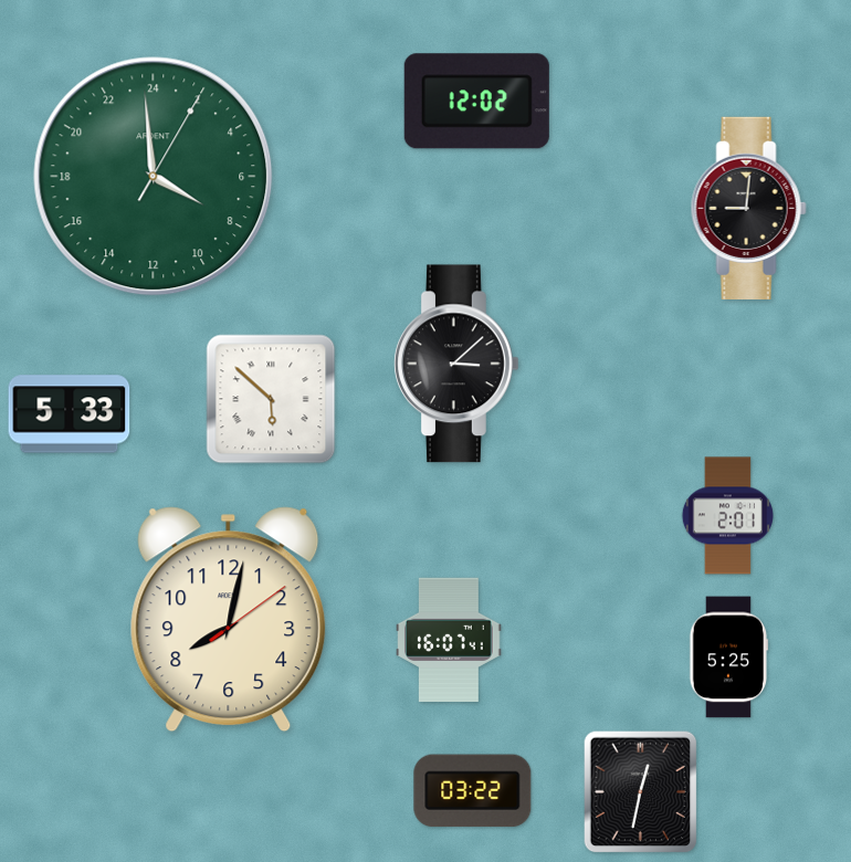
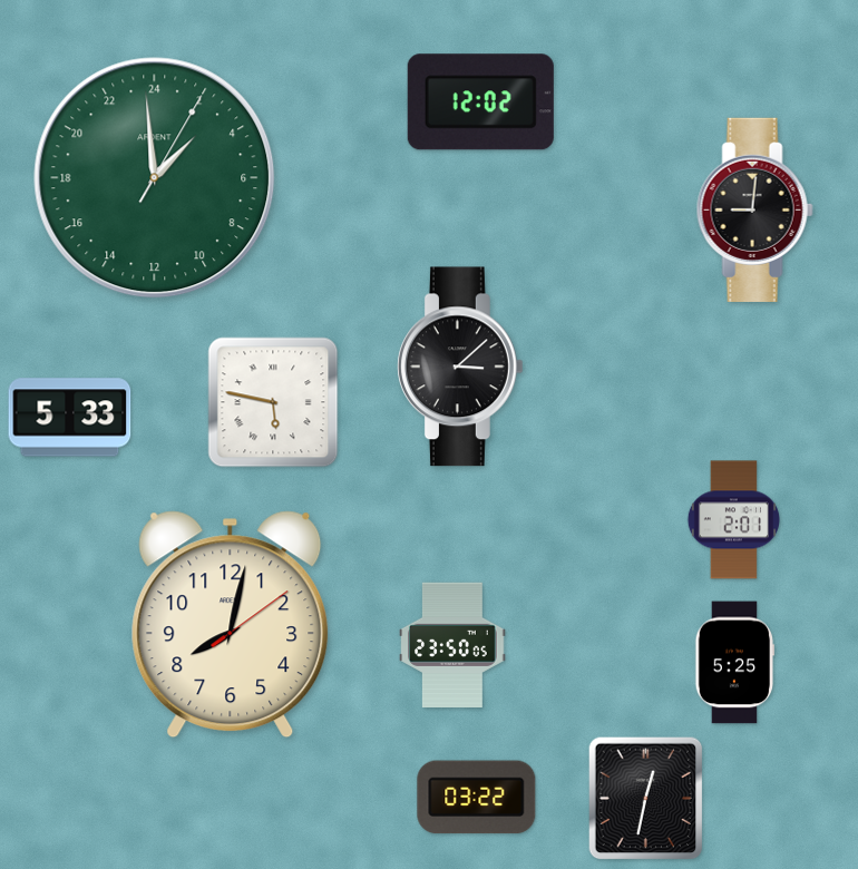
clock at (154, 177): 7:59 -> 2:59
clock at (271, 399): 5:52 -> 5:47
clock at (449, 640): 16:07 -> 23:50
